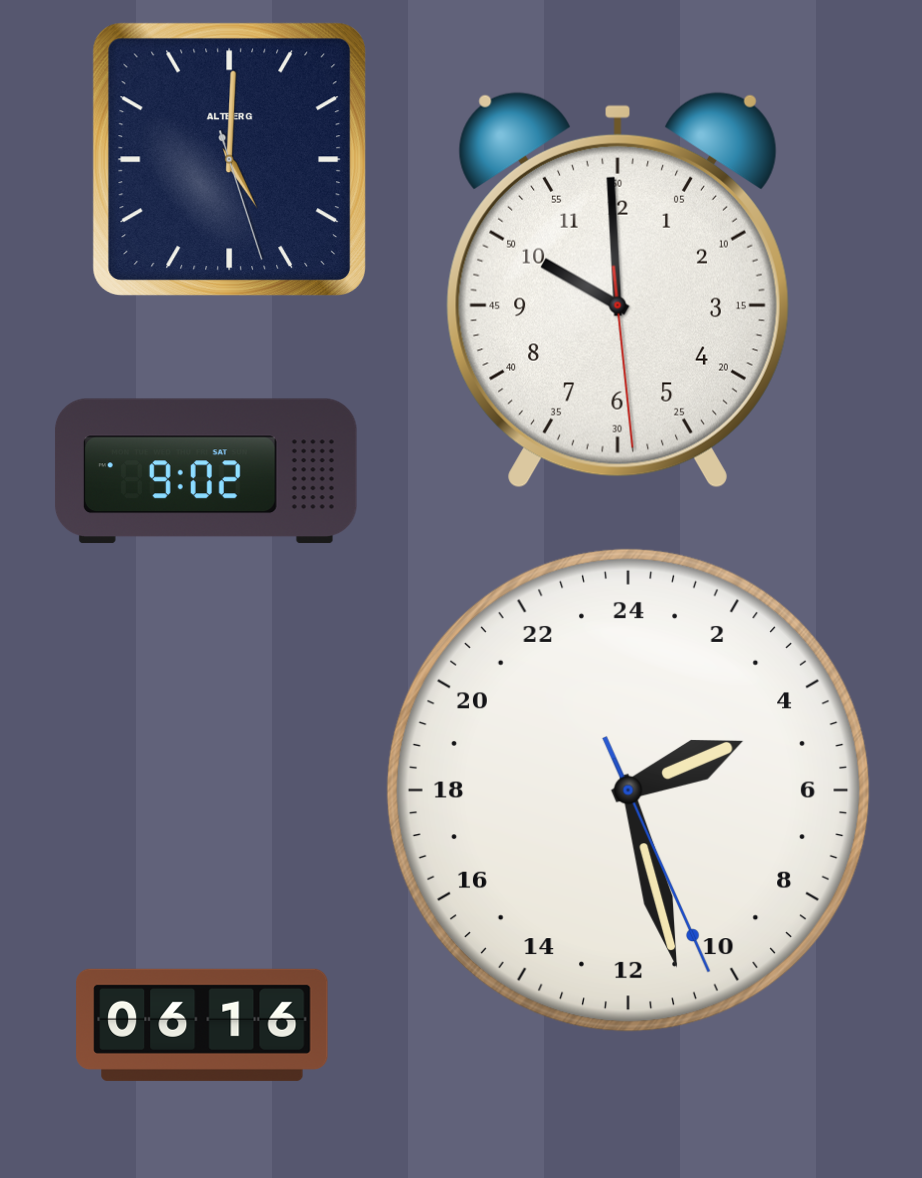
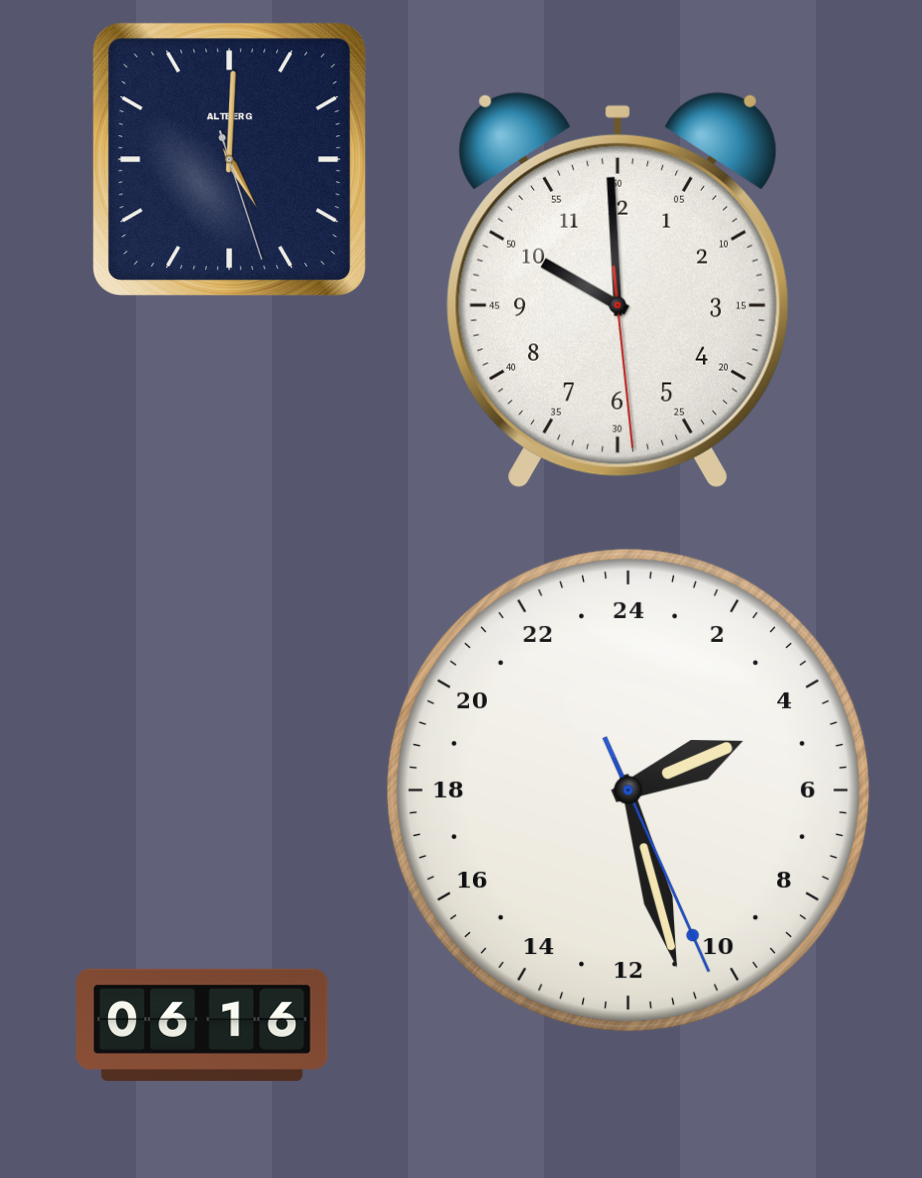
clock at (206, 471): 9:02 -> none
